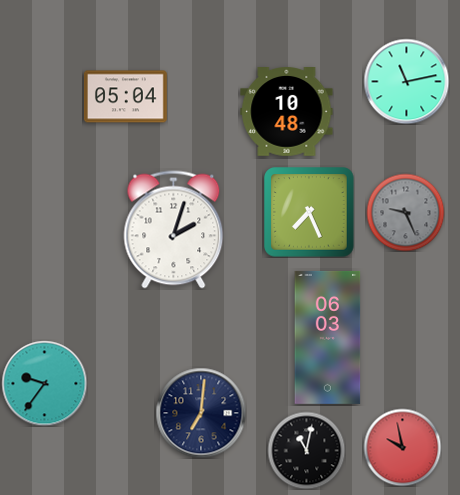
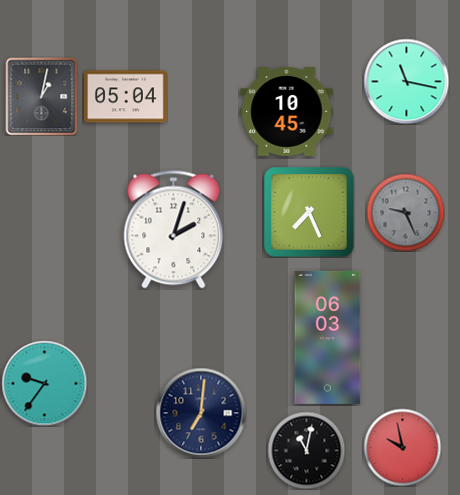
clock at (406, 81): 11:13 -> 11:17
clock at (42, 96): none -> 1:02
clock at (287, 112): 10:48 -> 10:45
